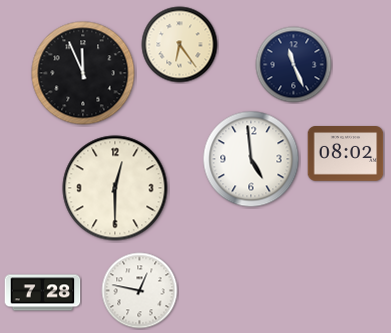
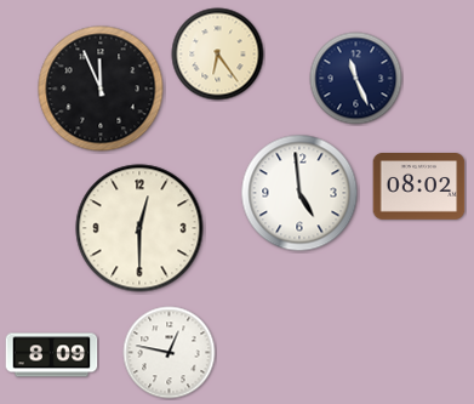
clock at (251, 159) position: (251, 159) -> (299, 193)
clock at (43, 293): 7:28 -> 8:09
